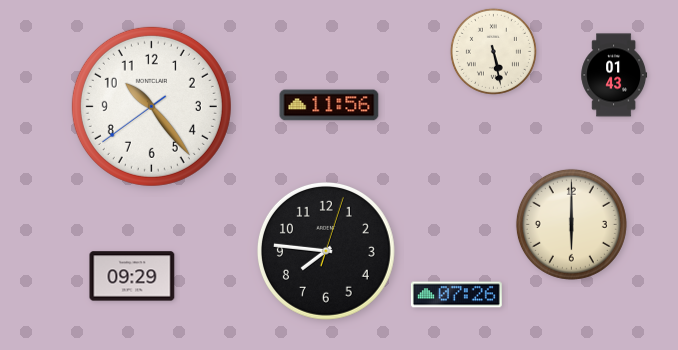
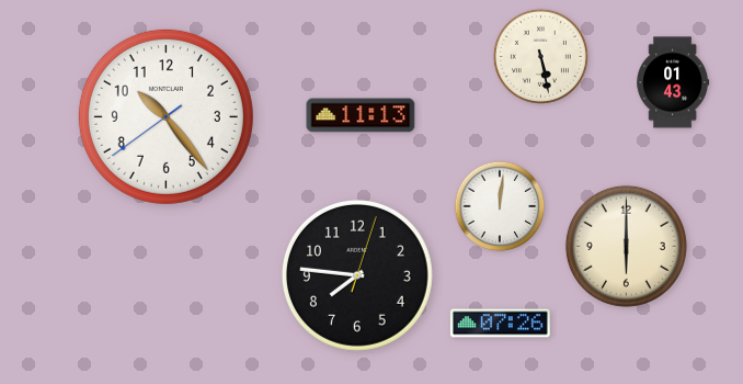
clock at (329, 105): 11:56 -> 11:13
clock at (500, 206): none -> 12:01
clock at (132, 276): 09:29 -> none
